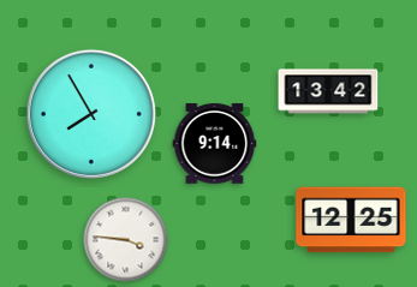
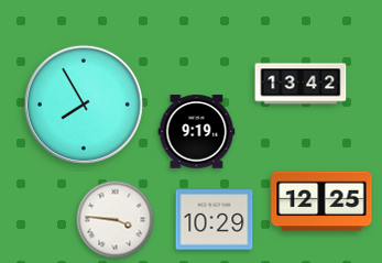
clock at (215, 144): 9:14 -> 9:19
clock at (215, 220): none -> 10:29
